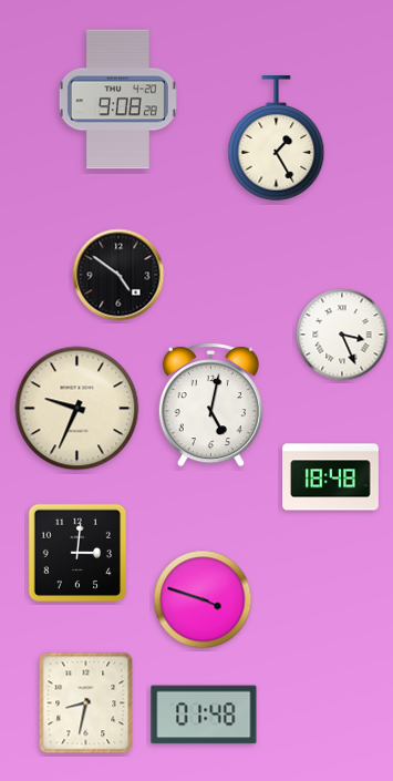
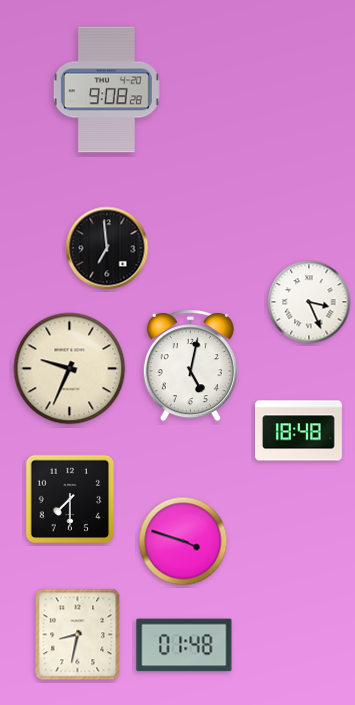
clock at (277, 138): 1:25 -> none
clock at (118, 275): 4:51 -> 6:59
clock at (77, 553): 3:01 -> 7:30
